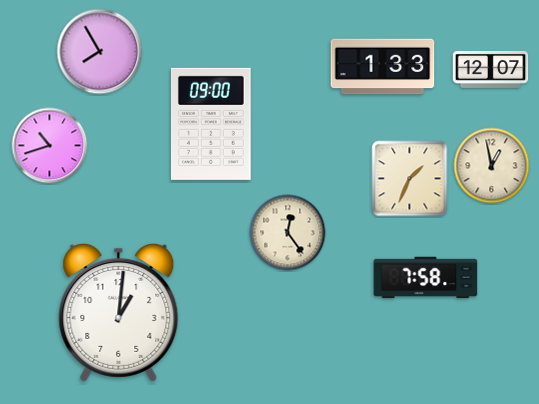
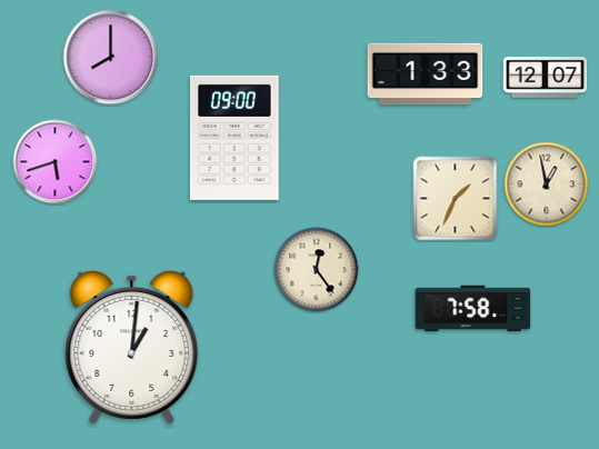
clock at (100, 52): 7:55 -> 8:00
clock at (50, 146): 10:42 -> 5:42
clock at (288, 233) position: (288, 233) -> (317, 270)
